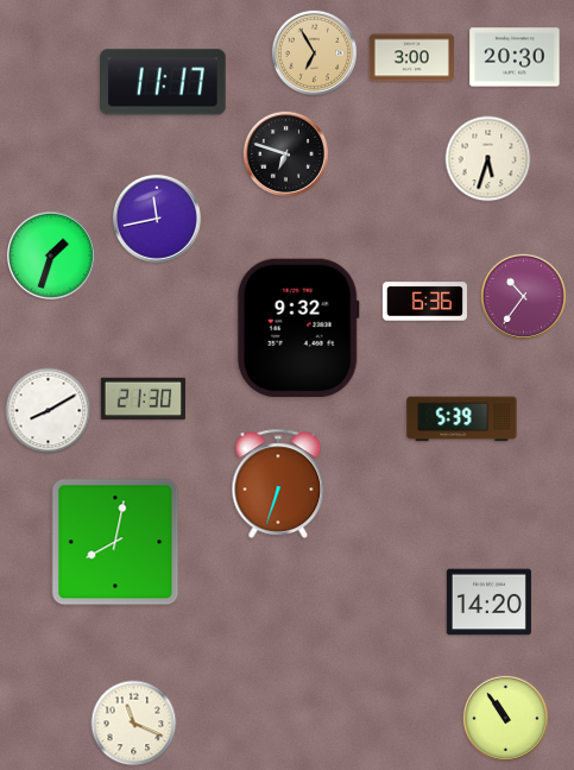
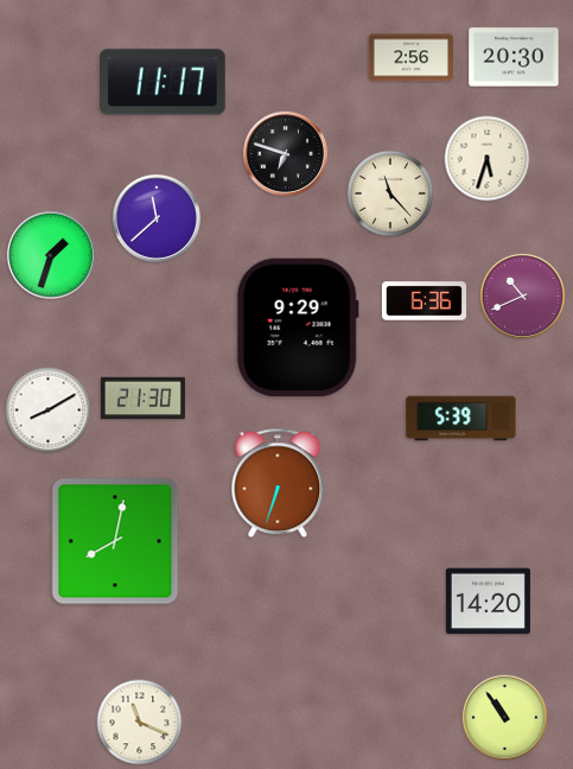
clock at (314, 52): 6:55 -> none
clock at (411, 58): 3:00 -> 2:56
clock at (390, 193): none -> 11:23
clock at (157, 219): 11:43 -> 11:38
clock at (523, 296): 10:36 -> 10:41
clock at (298, 328): 9:32 -> 9:29
clock at (134, 724) position: (134, 724) -> (140, 723)
